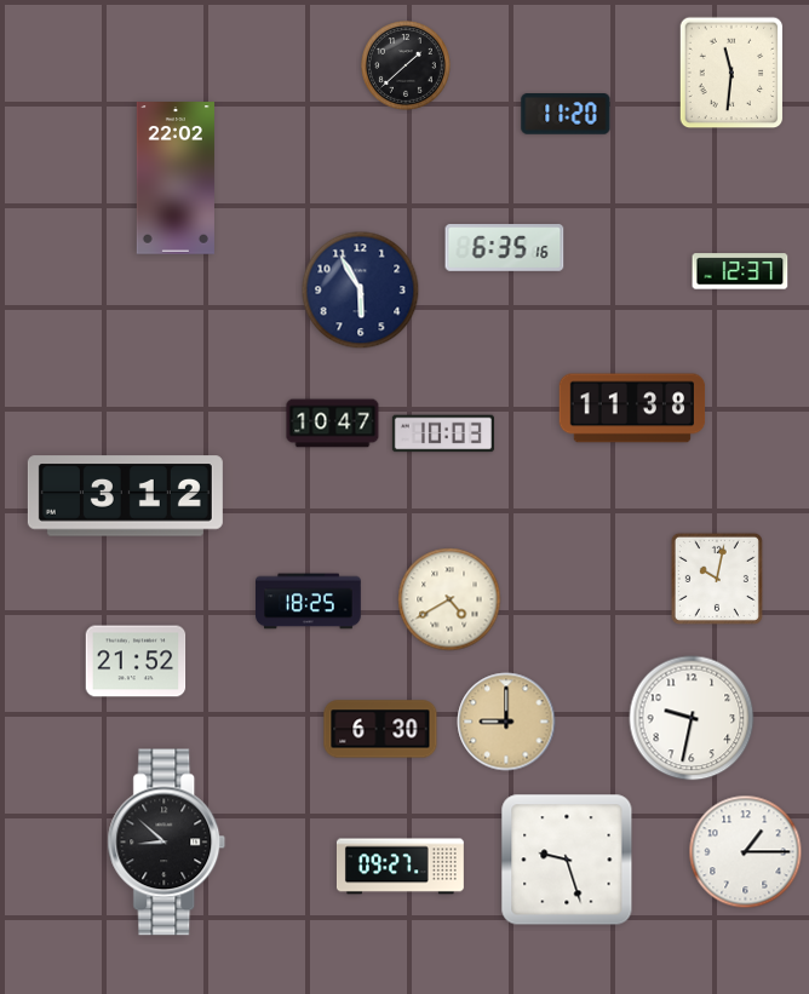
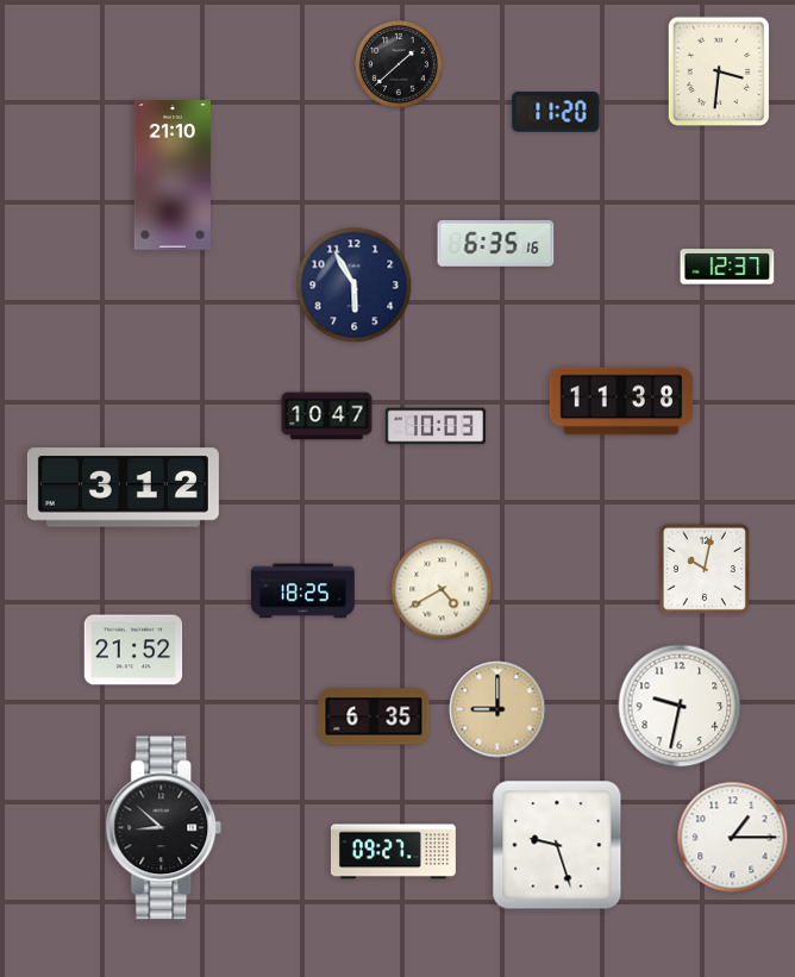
clock at (731, 73): 11:31 -> 3:31
clock at (176, 178): 22:02 -> 21:10
clock at (380, 729): 6:30 -> 6:35
